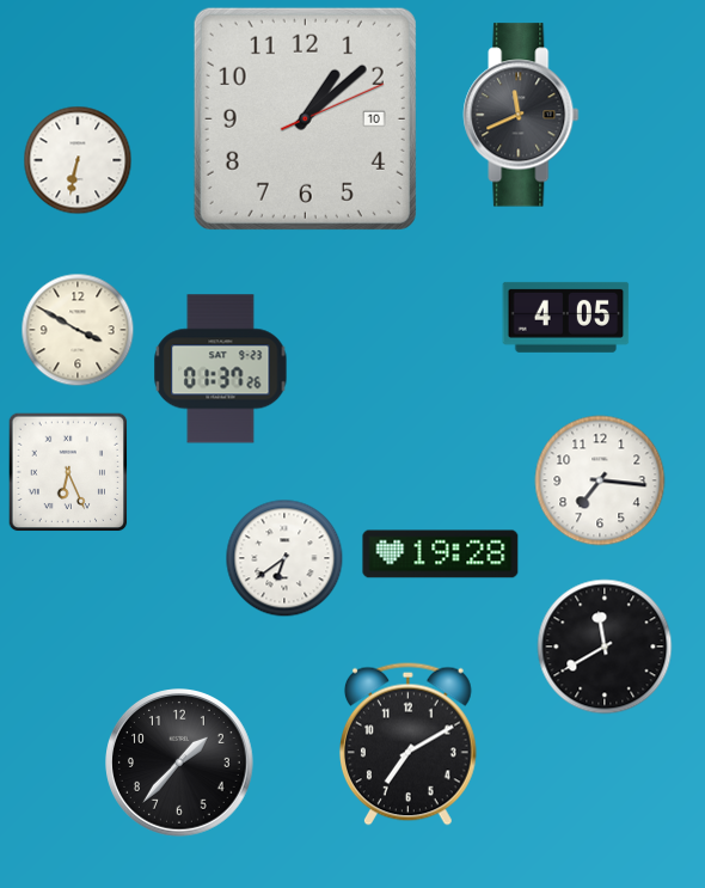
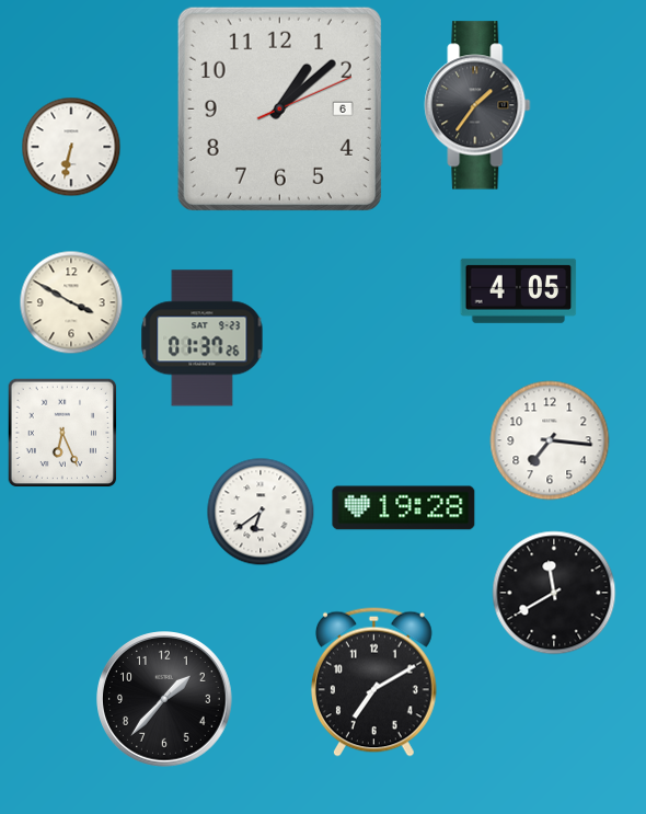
clock at (521, 115): 11:41 -> 1:36
clock at (305, 118) date: 10 -> 6
